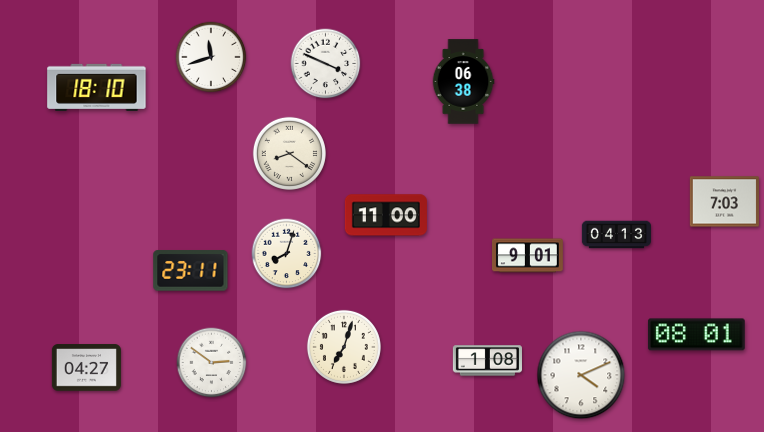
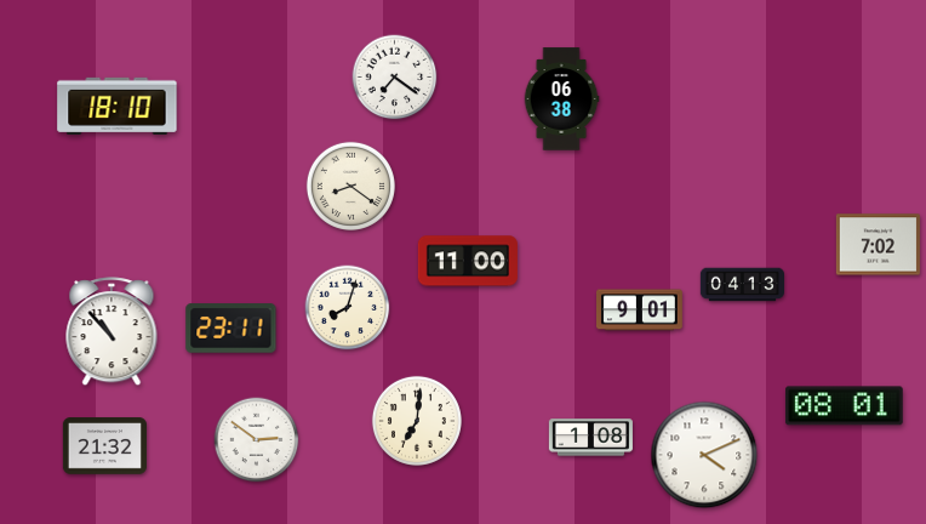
clock at (211, 57): 11:42 -> none
clock at (326, 64): 3:49 -> 7:21
clock at (724, 202): 7:03 -> 7:02
clock at (616, 235) position: (616, 235) -> (742, 285)
clock at (112, 332): none -> 10:53
clock at (344, 347): 7:03 -> 7:01
clock at (86, 368): 04:27 -> 21:32
